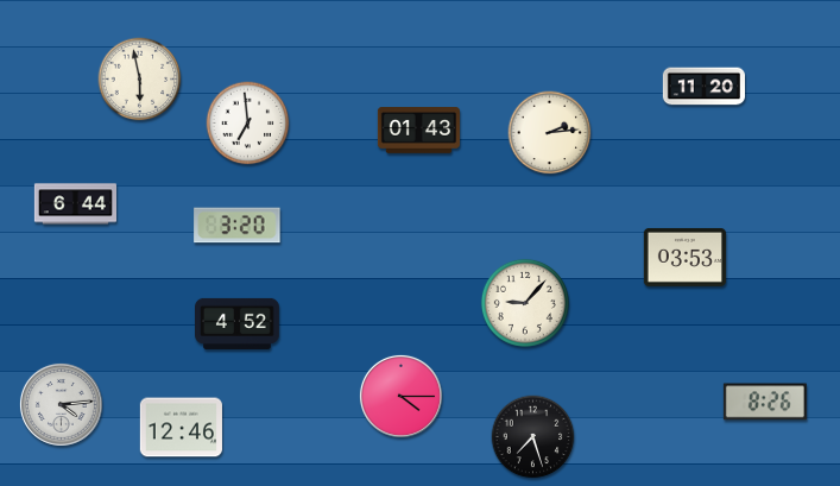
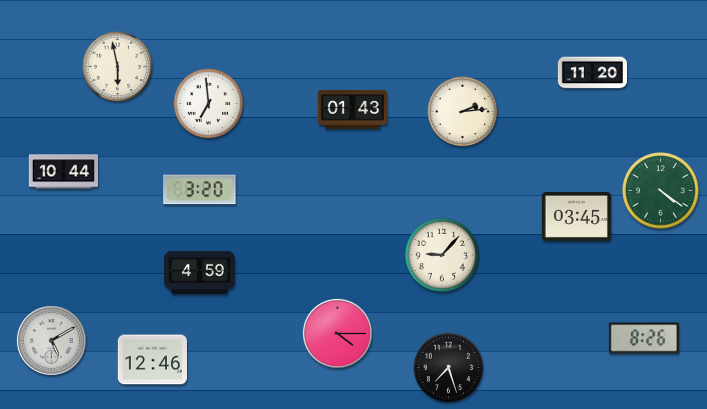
clock at (75, 204): 6:44 -> 10:44
clock at (661, 191): none -> 4:21
clock at (684, 257): 03:53 -> 03:45
clock at (238, 323): 4:52 -> 4:59
clock at (61, 404): 4:14 -> 5:10
